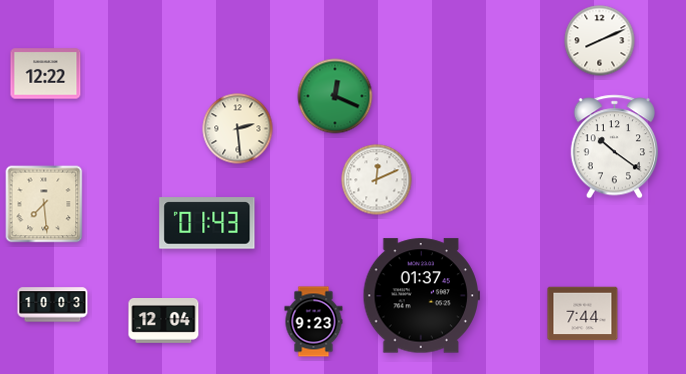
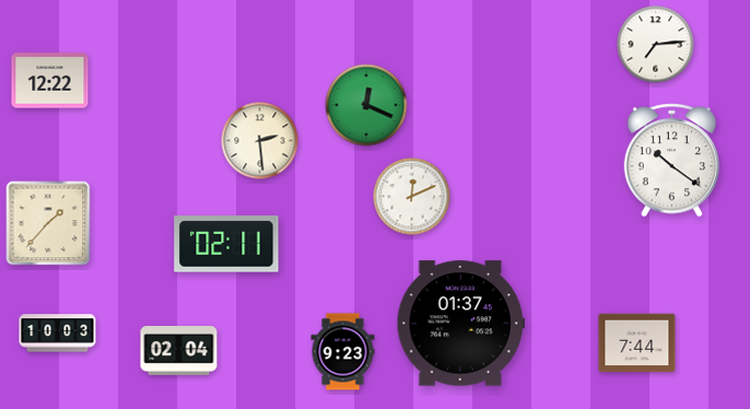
clock at (600, 41): 8:11 -> 7:14
clock at (44, 204): 7:29 -> 1:37
clock at (207, 223): 01:43 -> 02:11
clock at (164, 321): 12:04 -> 02:04
